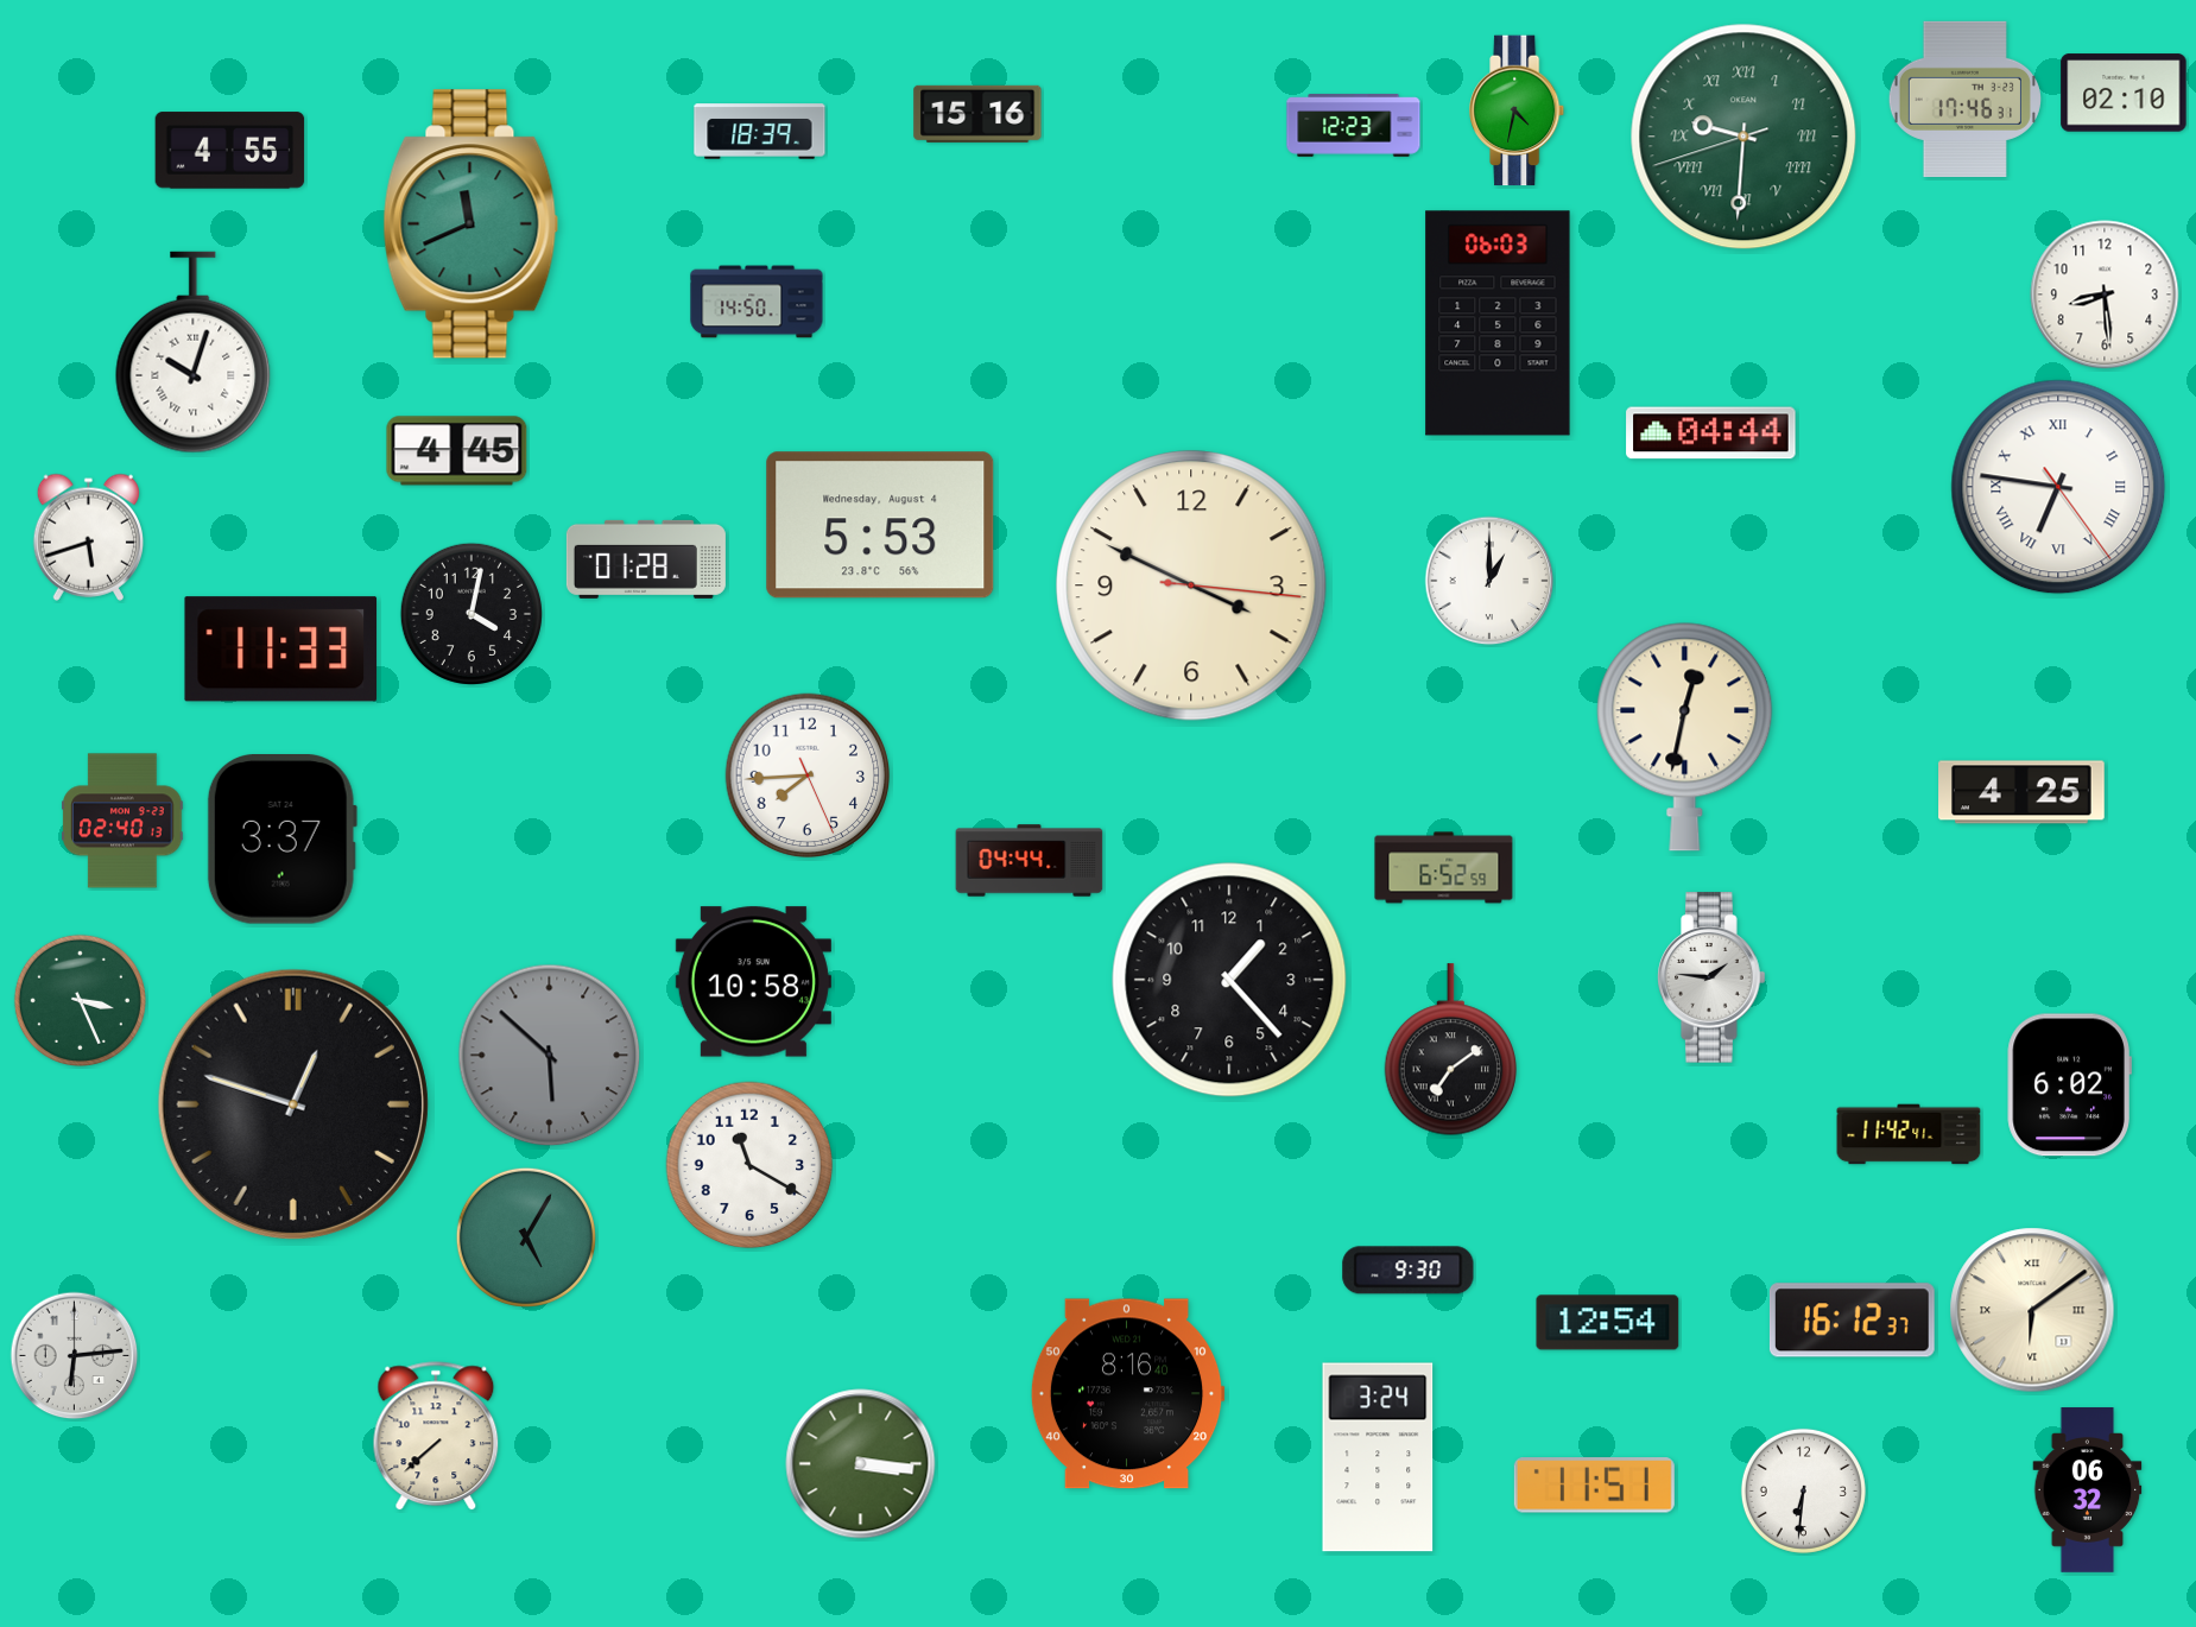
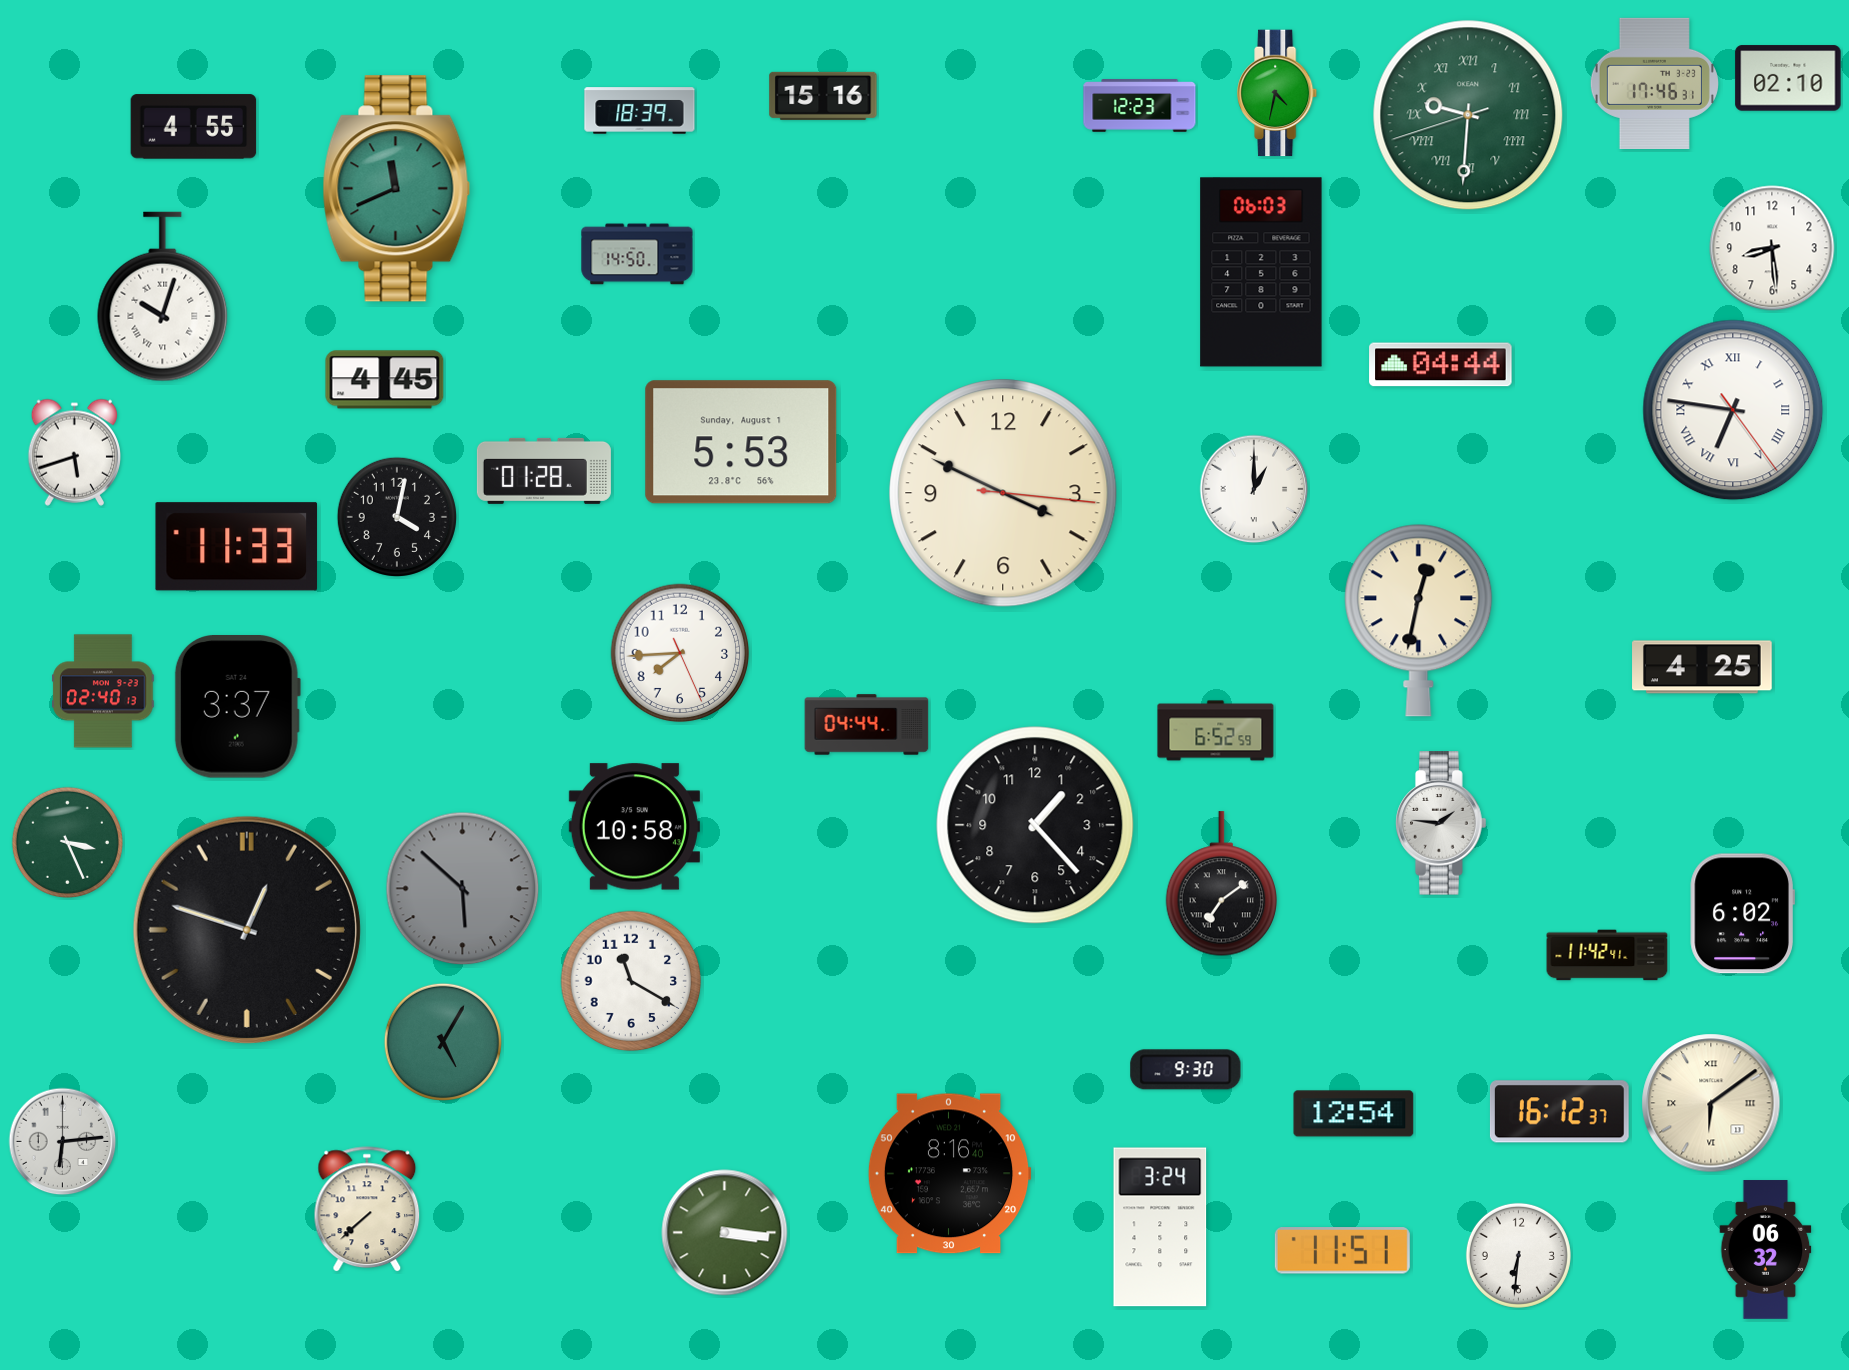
clock at (880, 525) date: Wednesday, August 4 -> Sunday, August 1
clock at (2088, 1490) position: (2088, 1490) -> (1766, 1250)
